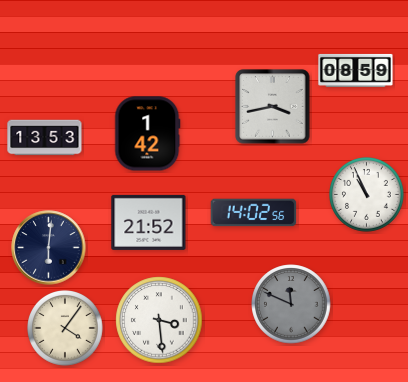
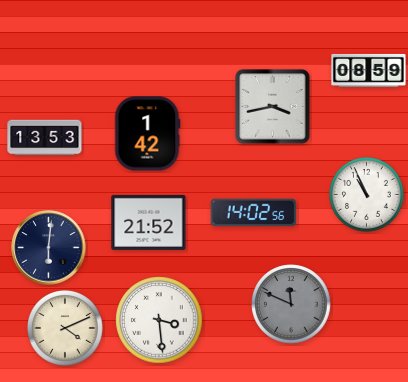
clock at (356, 70) position: (356, 70) -> (369, 70)
clock at (66, 329): 4:06 -> 4:11
